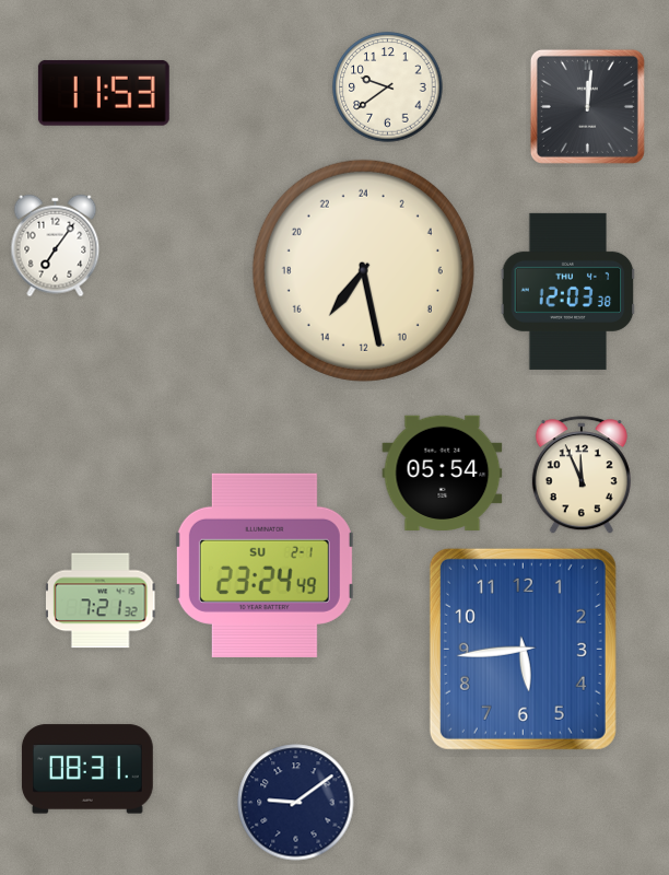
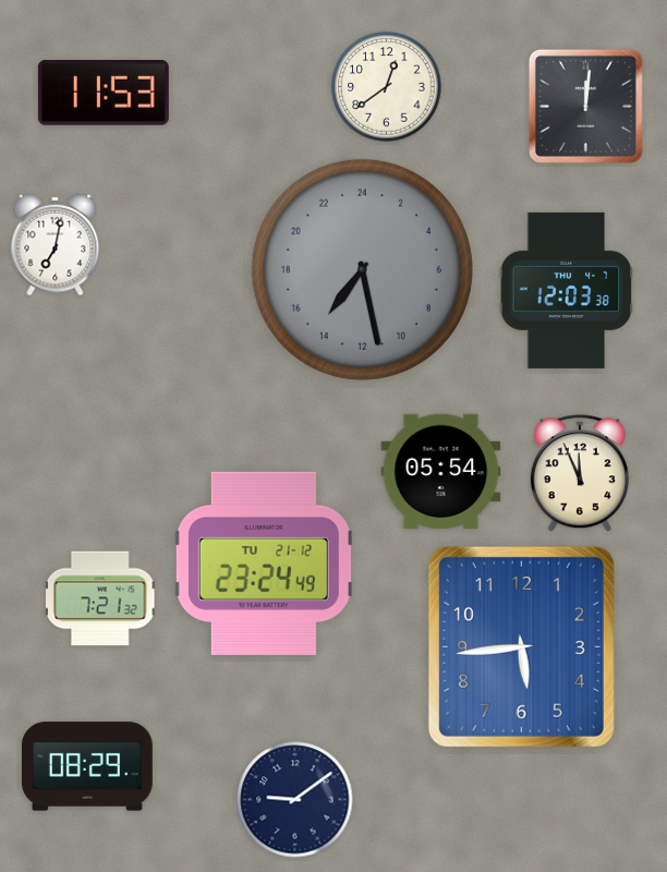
clock at (388, 87): 9:39 -> 12:39
clock at (56, 246): 7:06 -> 7:02
clock at (363, 270) dial: cream -> grey
clock at (265, 565) date: SU 2-1 -> TU 21-12
clock at (87, 769): 08:31 -> 08:29
